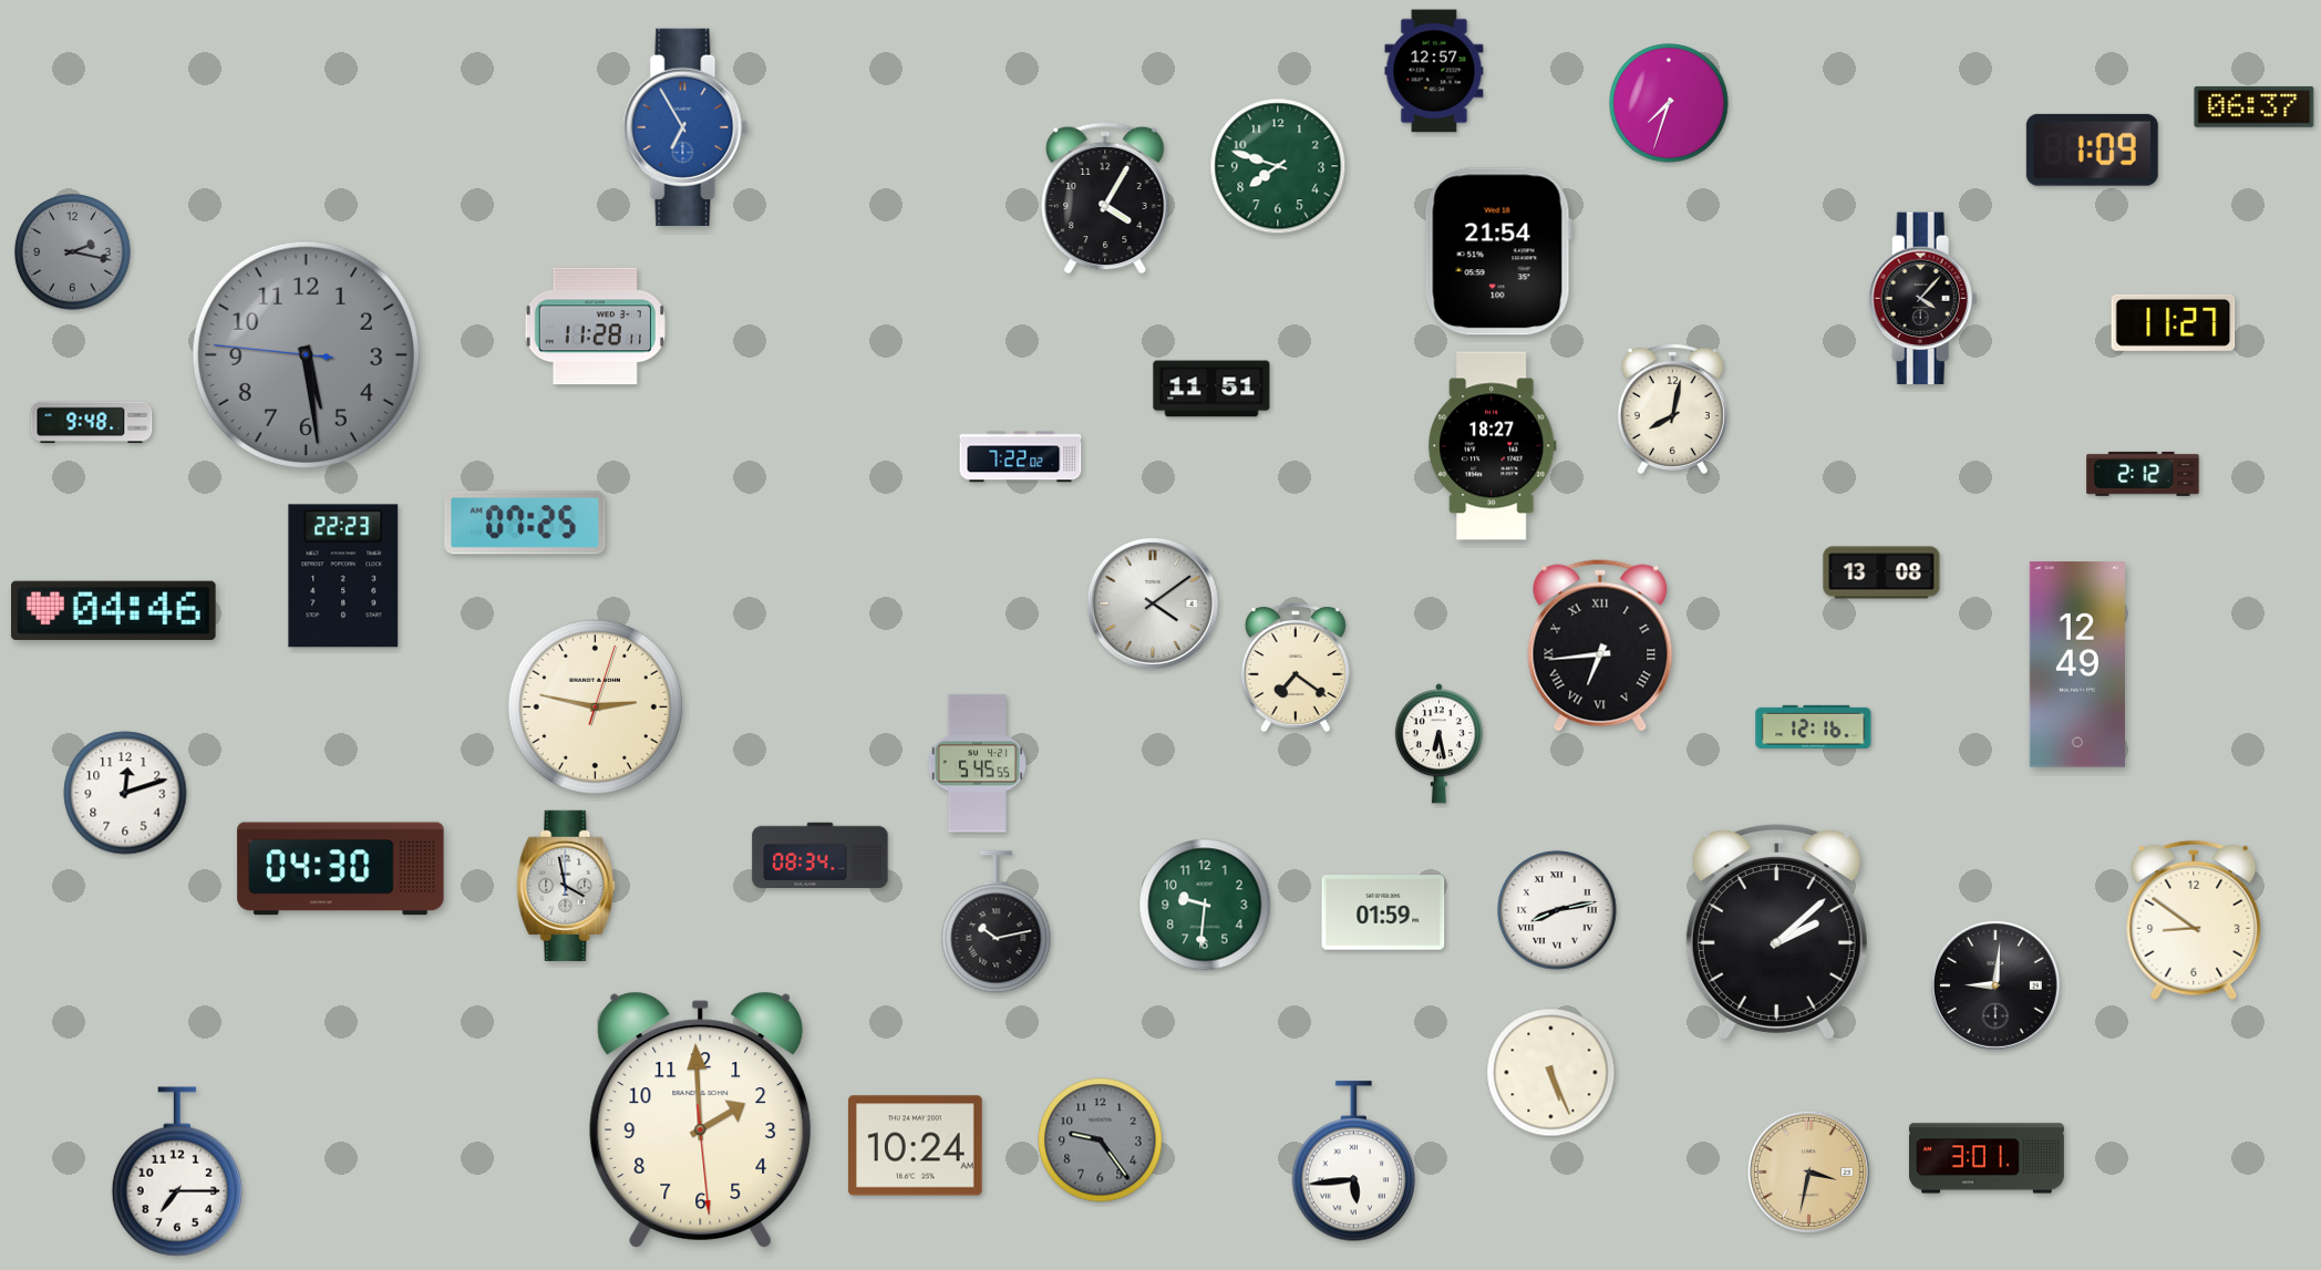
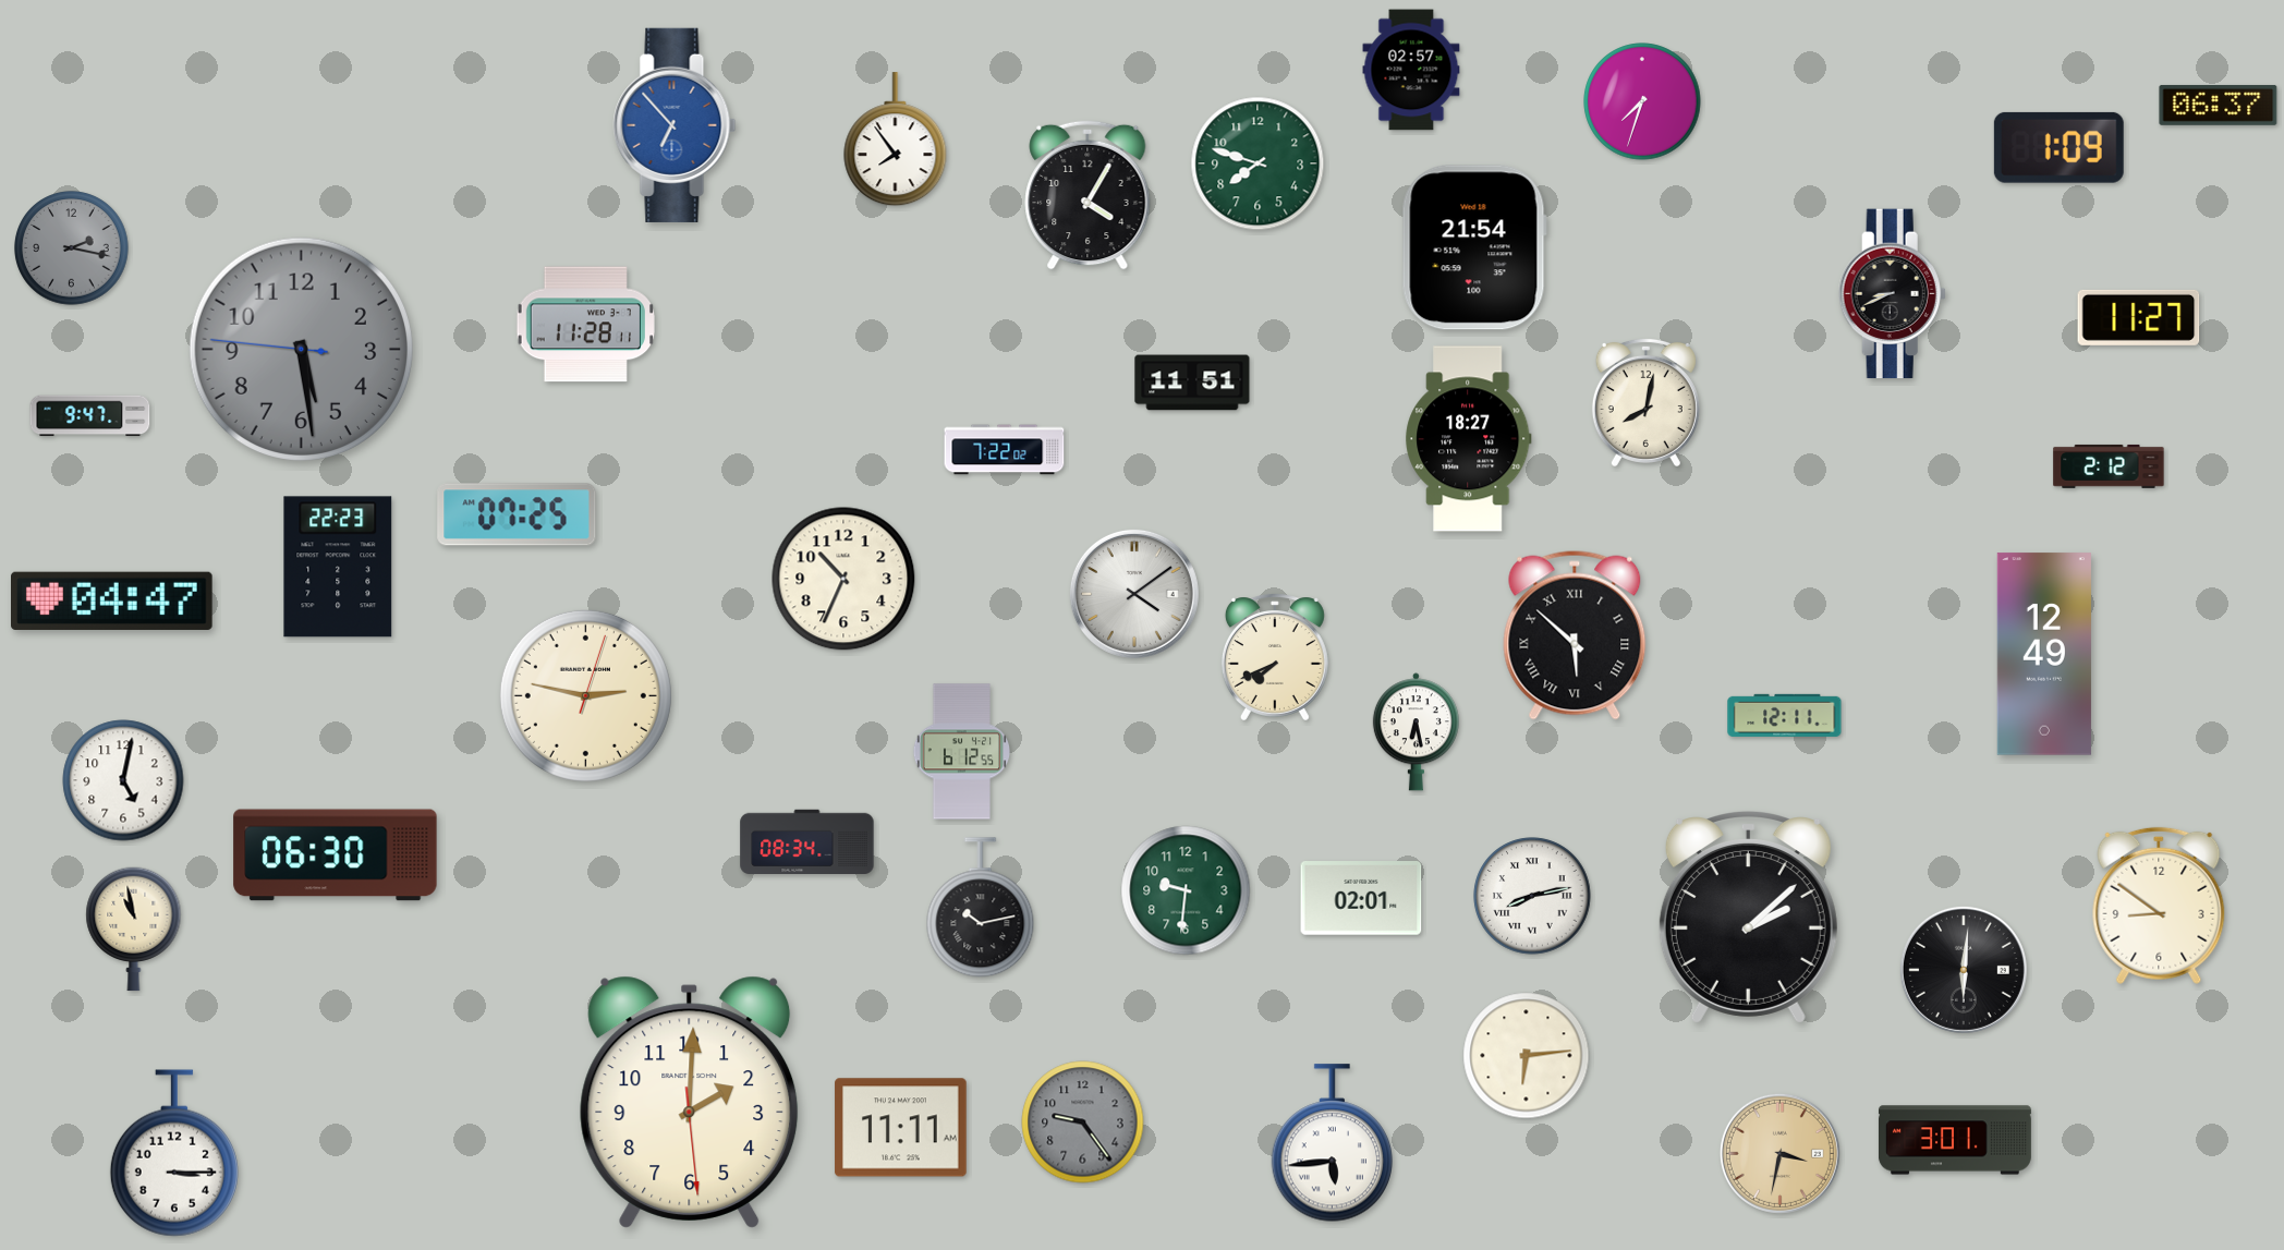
clock at (1434, 71): 12:57 -> 02:57
clock at (685, 127): 6:55 -> 6:53
clock at (896, 139): none -> 7:54
clock at (1922, 299): 4:07 -> 8:41
clock at (595, 327) position: (595, 327) -> (585, 325)
clock at (92, 423): 9:48 -> 9:47
clock at (1881, 572): 13:08 -> none
clock at (843, 579): none -> 10:34
clock at (114, 610): 04:46 -> 04:47
clock at (1600, 646): 6:44 -> 5:52
clock at (1296, 668): 7:21 -> 7:41
clock at (1814, 726): 12:16 -> 12:11
clock at (977, 764): 5:45 -> 6:12
clock at (125, 793): 12:12 -> 5:02
clock at (341, 869): 04:30 -> 06:30
clock at (566, 886): 3:58 -> none
clock at (1383, 913): 01:59 -> 02:01
clock at (134, 930): none -> 10:58
clock at (1995, 985): 9:01 -> 6:01
clock at (1551, 1073): 5:26 -> 6:14
clock at (701, 1119): 1:59 -> 2:00
clock at (916, 1146): 10:24 -> 11:11
clock at (177, 1171): 7:15 -> 3:15
